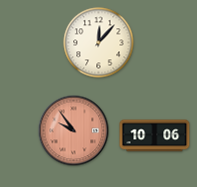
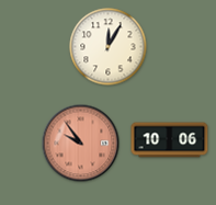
clock at (99, 43): 12:07 -> 12:05
clock at (155, 136) position: (155, 136) -> (170, 140)
